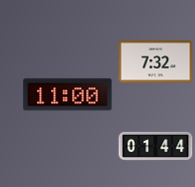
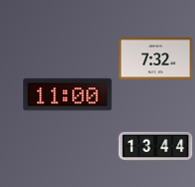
clock at (156, 62) position: (156, 62) -> (156, 59)
clock at (156, 146): 01:44 -> 13:44
